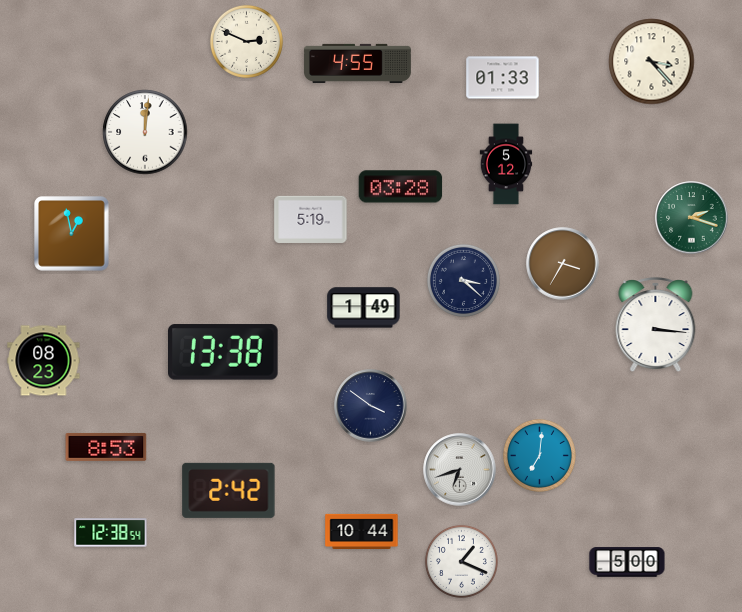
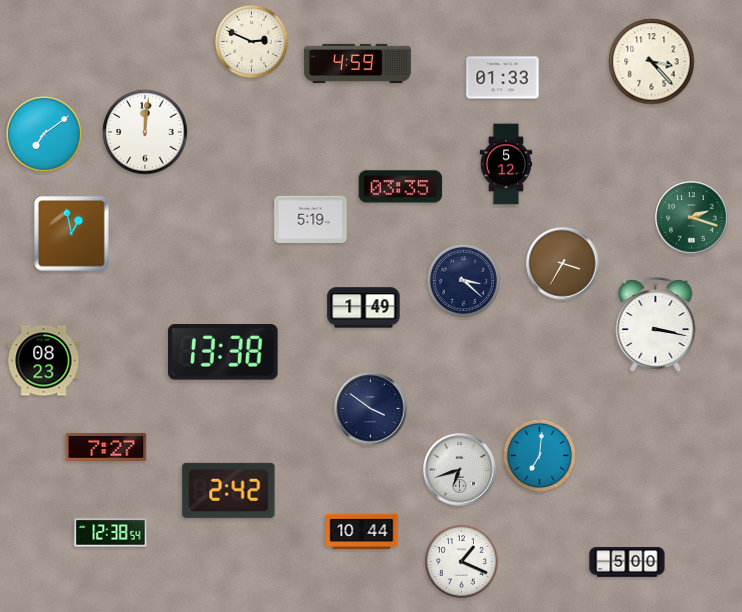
clock at (246, 41) position: (246, 41) -> (251, 41)
clock at (357, 63): 4:55 -> 4:59
clock at (44, 134): none -> 7:09
clock at (401, 187): 03:28 -> 03:35
clock at (656, 325): 3:16 -> 3:17
clock at (371, 406) position: (371, 406) -> (371, 409)
clock at (106, 447): 8:53 -> 7:27
